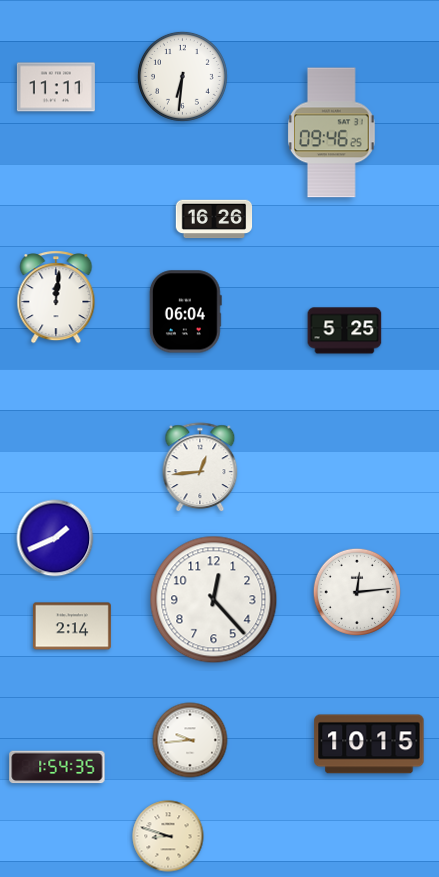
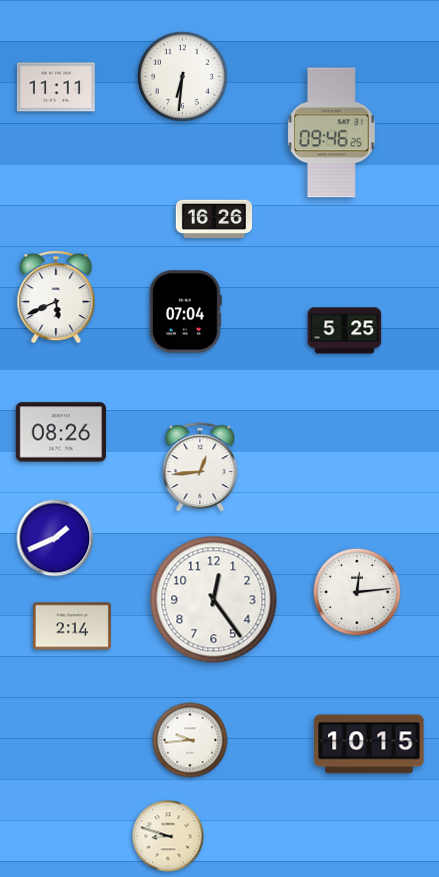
clock at (56, 297): 12:01 -> 5:41
clock at (185, 312): 06:04 -> 07:04
clock at (60, 432): none -> 08:26
clock at (214, 600): 12:23 -> 12:24
clock at (57, 767): 1:54 -> none
